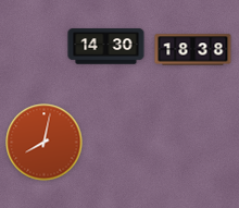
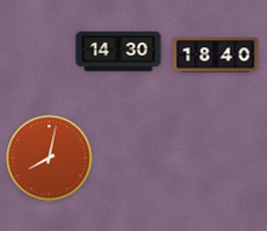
clock at (193, 50): 18:38 -> 18:40
